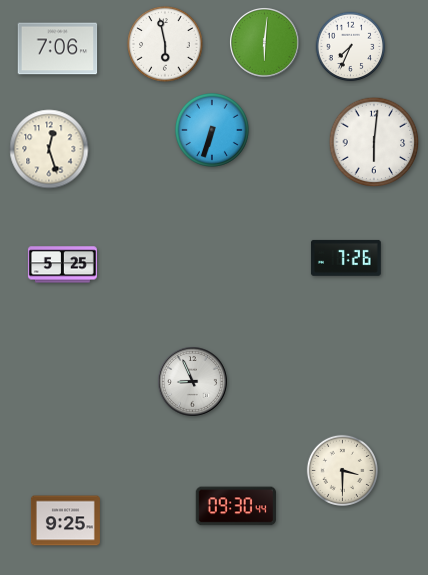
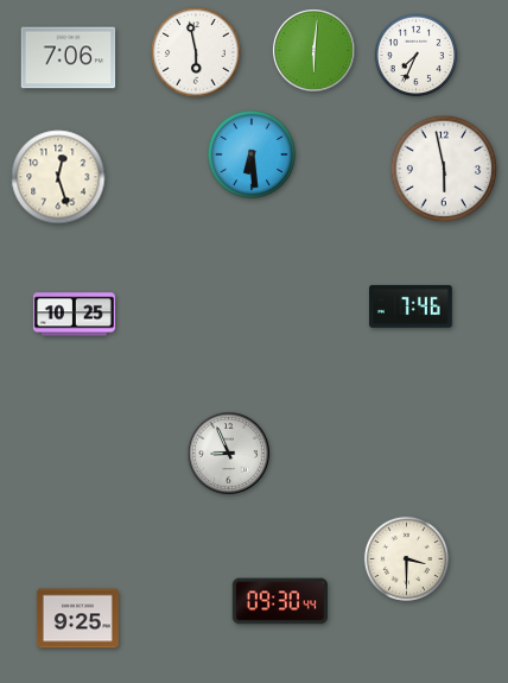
clock at (213, 131): 6:33 -> 6:29
clock at (374, 142): 6:01 -> 5:58
clock at (346, 258): 7:26 -> 7:46
clock at (62, 265): 5:25 -> 10:25
